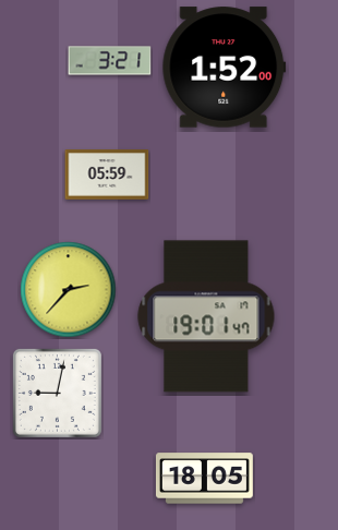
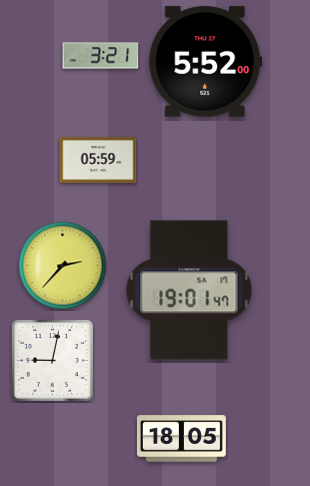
clock at (225, 68): 1:52 -> 5:52
clock at (204, 479) position: (204, 479) -> (181, 439)
